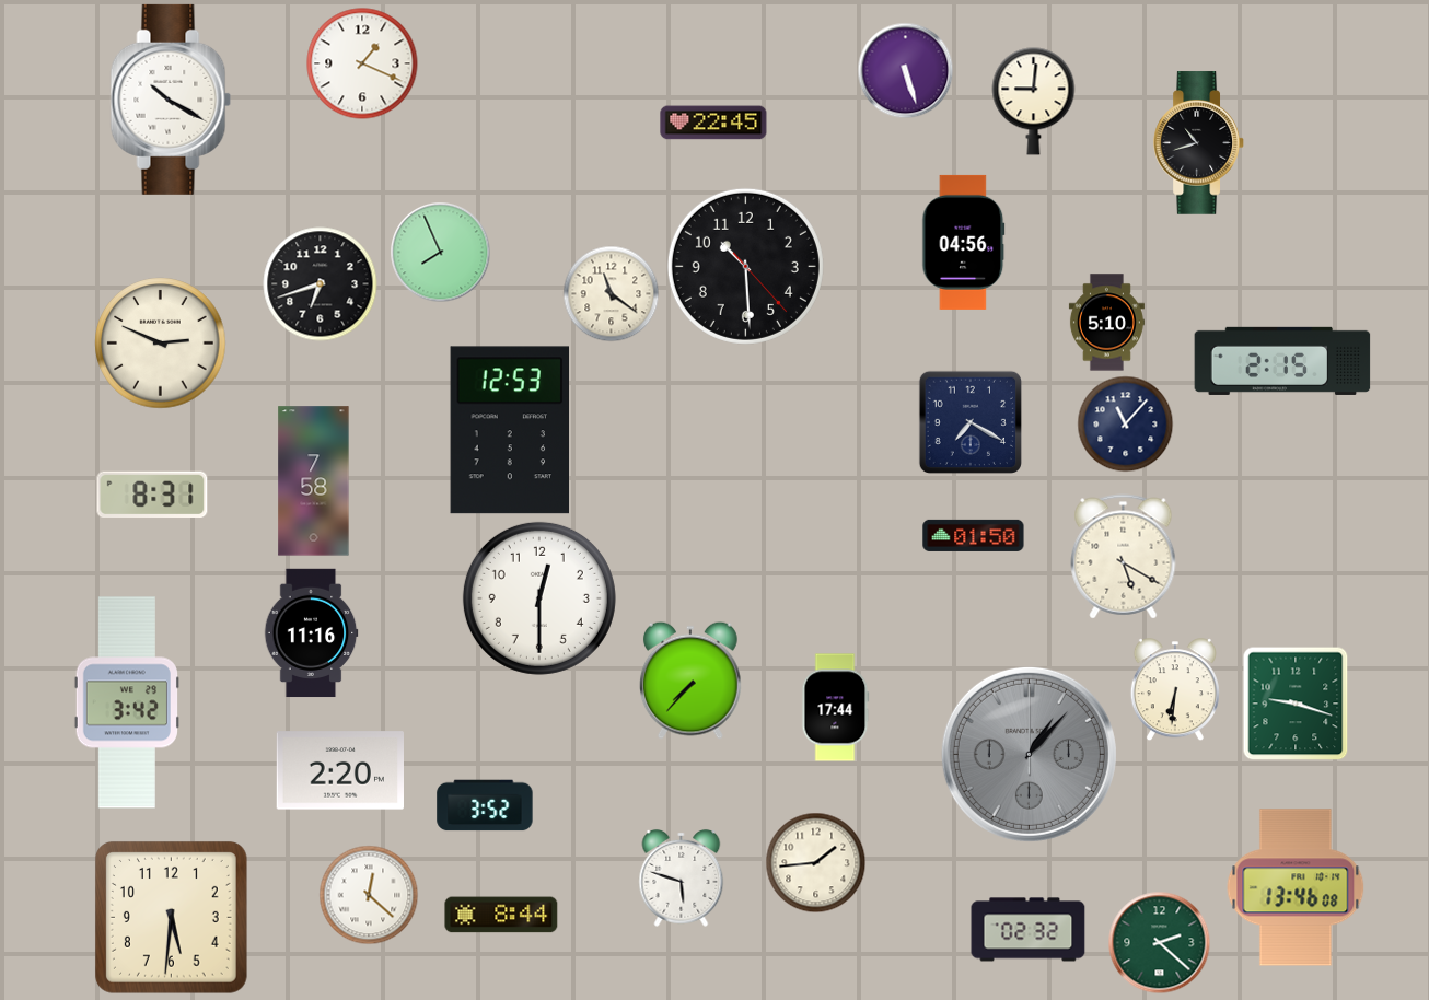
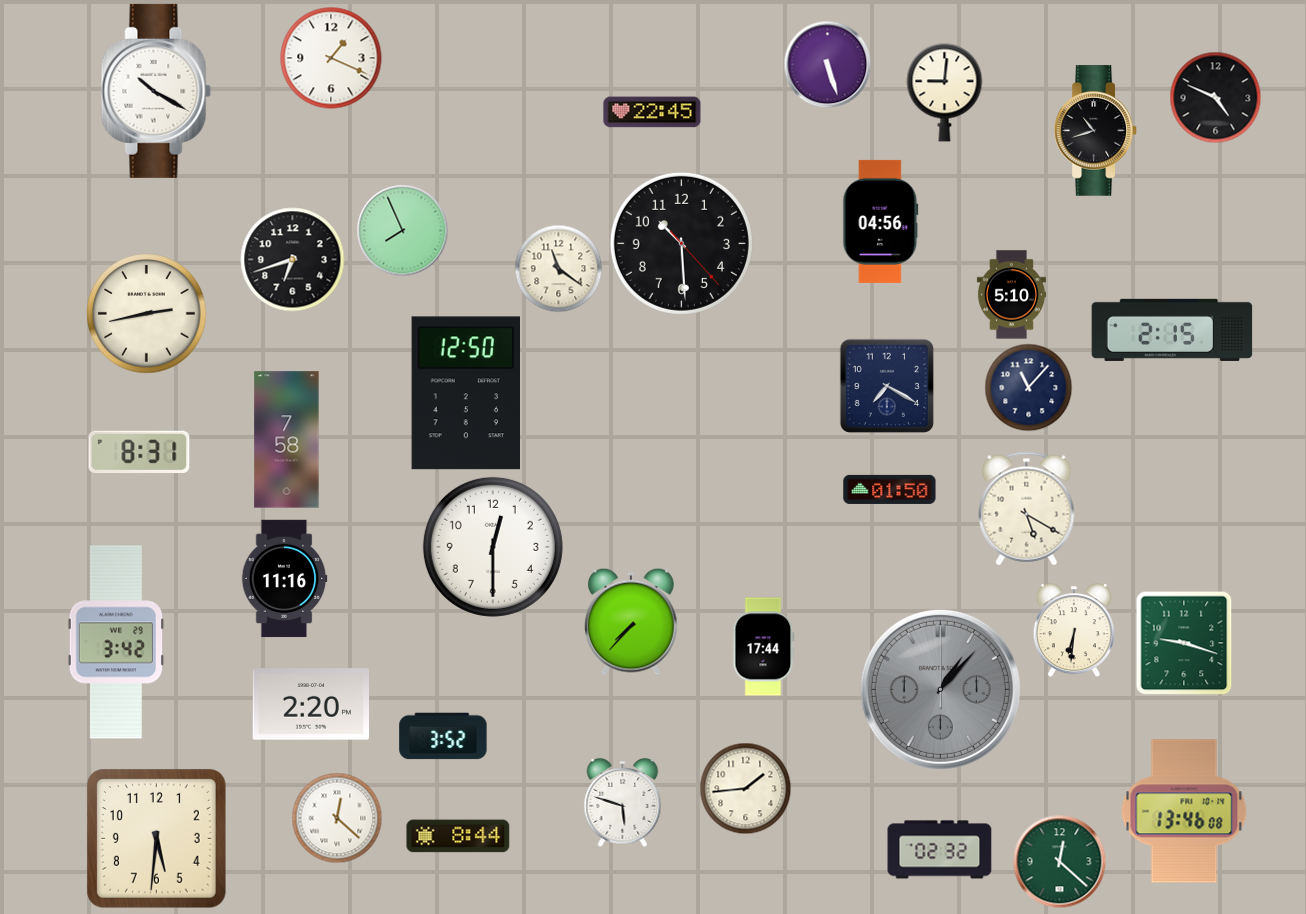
clock at (1215, 97): none -> 4:49
clock at (161, 344): 2:49 -> 2:43
clock at (510, 430): 12:53 -> 12:50
clock at (1159, 942): 2:22 -> 12:22
